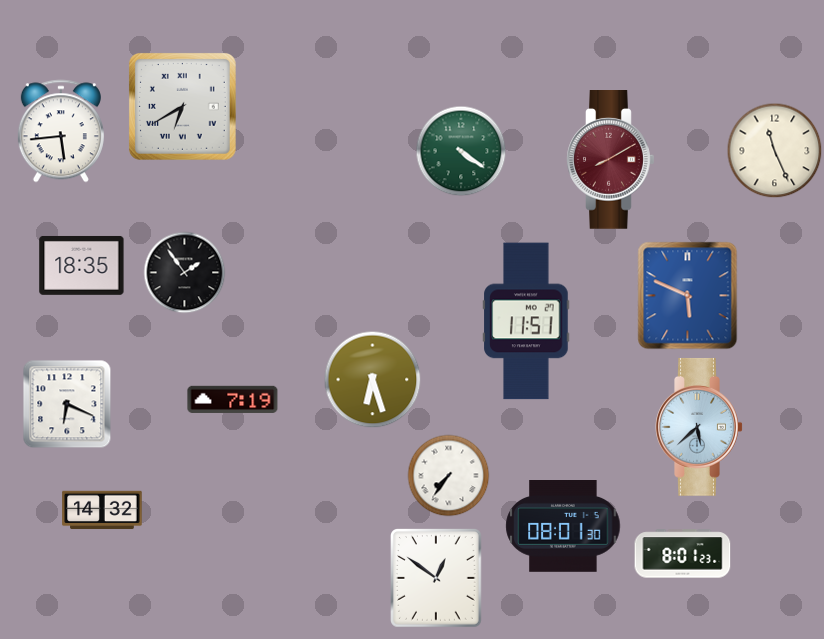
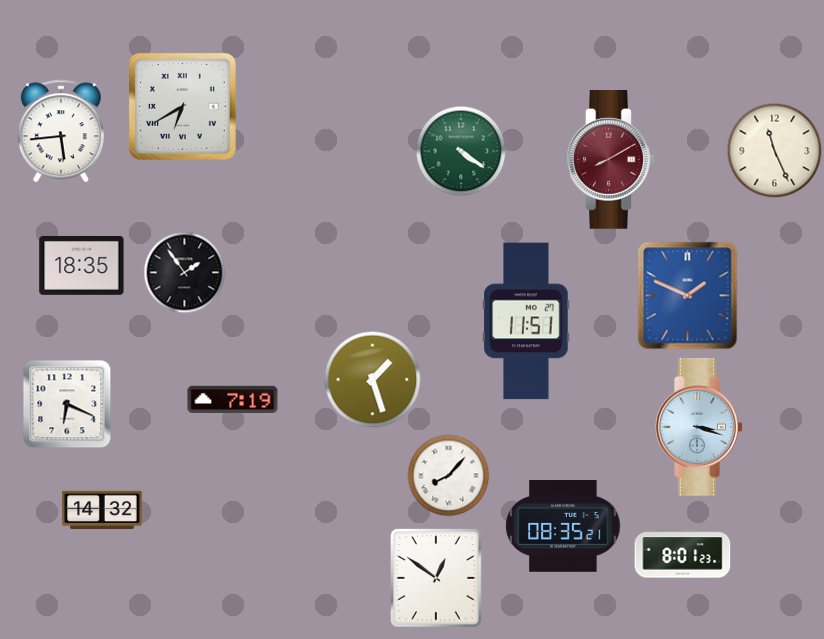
clock at (688, 296): 5:49 -> 1:49
clock at (373, 380): 6:27 -> 1:27
clock at (699, 427): 5:38 -> 3:18
clock at (449, 476): 7:36 -> 8:07
clock at (563, 527): 08:01 -> 08:35
